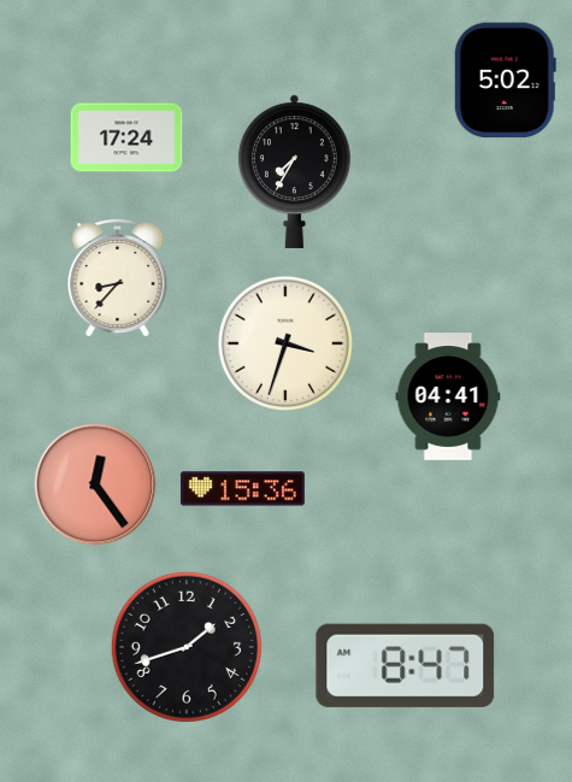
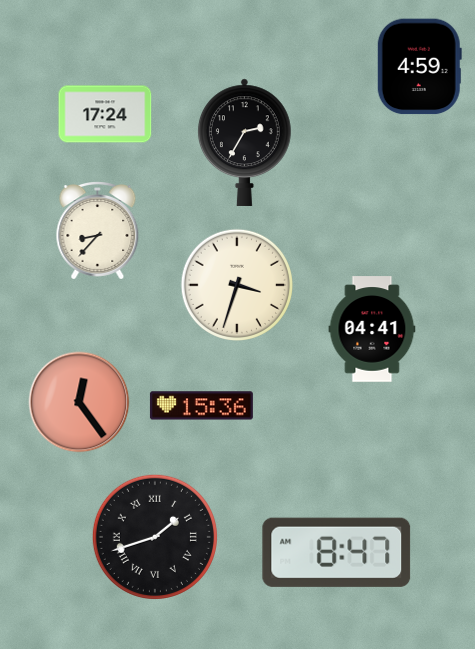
clock at (505, 81): 5:02 -> 4:59
clock at (294, 171): 7:35 -> 2:35
clock at (187, 647) numerals: Arabic -> Roman
